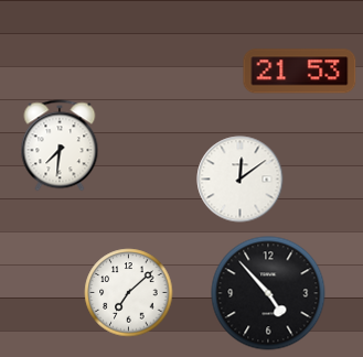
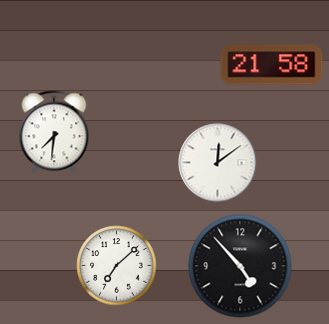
clock at (300, 72): 21:53 -> 21:58
clock at (268, 293) position: (268, 293) -> (240, 266)
